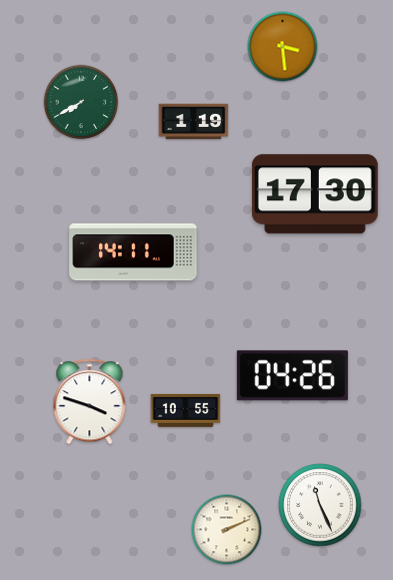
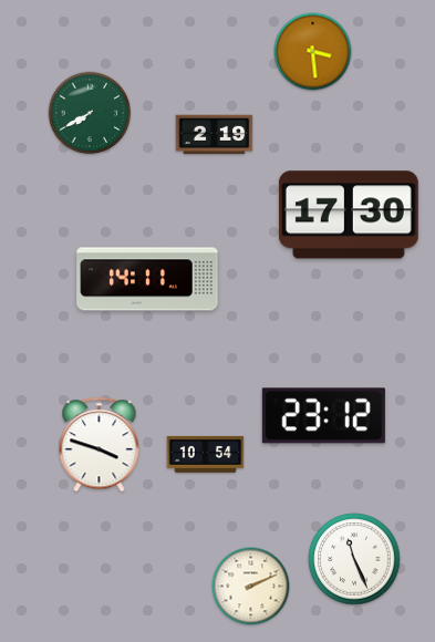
clock at (194, 122): 1:19 -> 2:19
clock at (292, 376): 04:26 -> 23:12
clock at (186, 410): 10:55 -> 10:54
